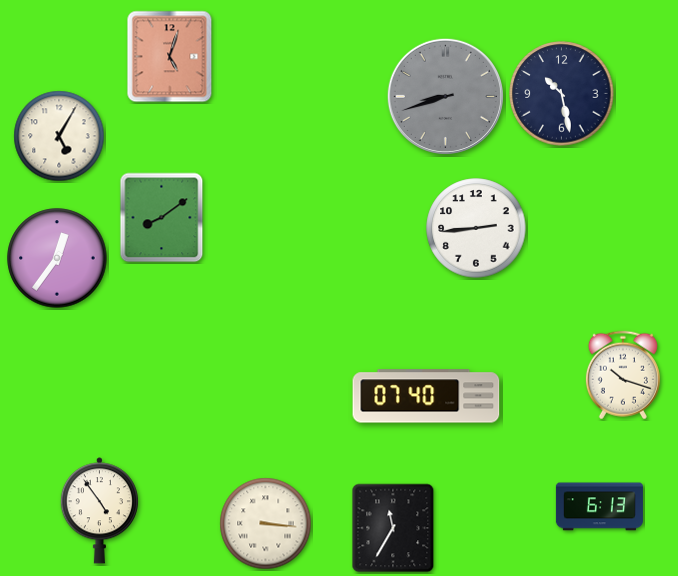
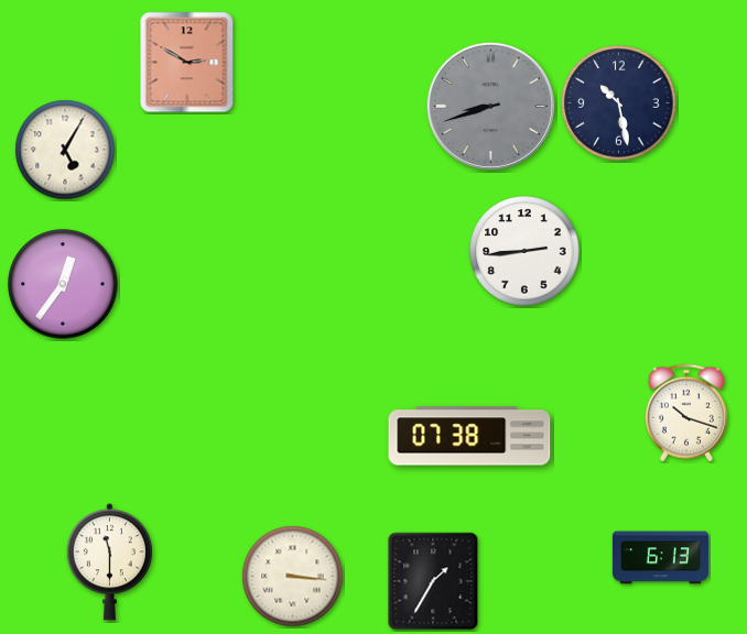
clock at (170, 57): 5:03 -> 2:50
clock at (162, 218): 8:09 -> none
clock at (426, 396): 07:40 -> 07:38
clock at (99, 511): 4:54 -> 11:30
clock at (393, 528): 11:35 -> 1:35
